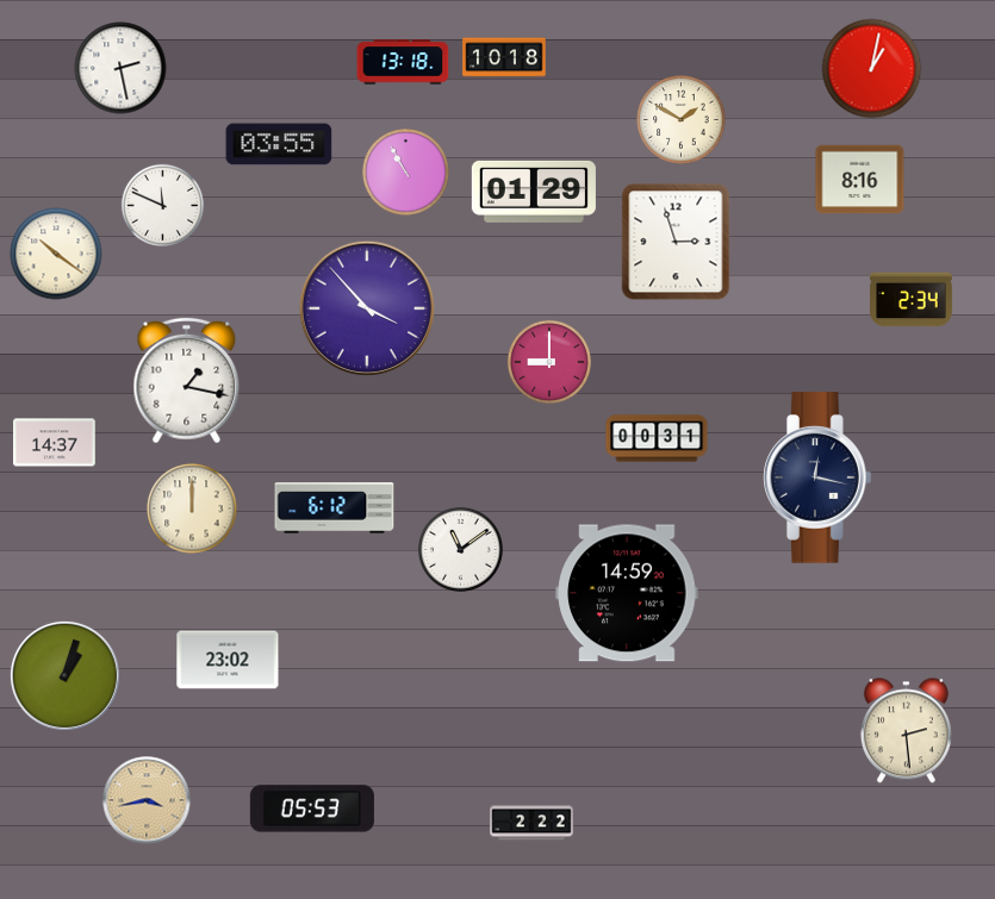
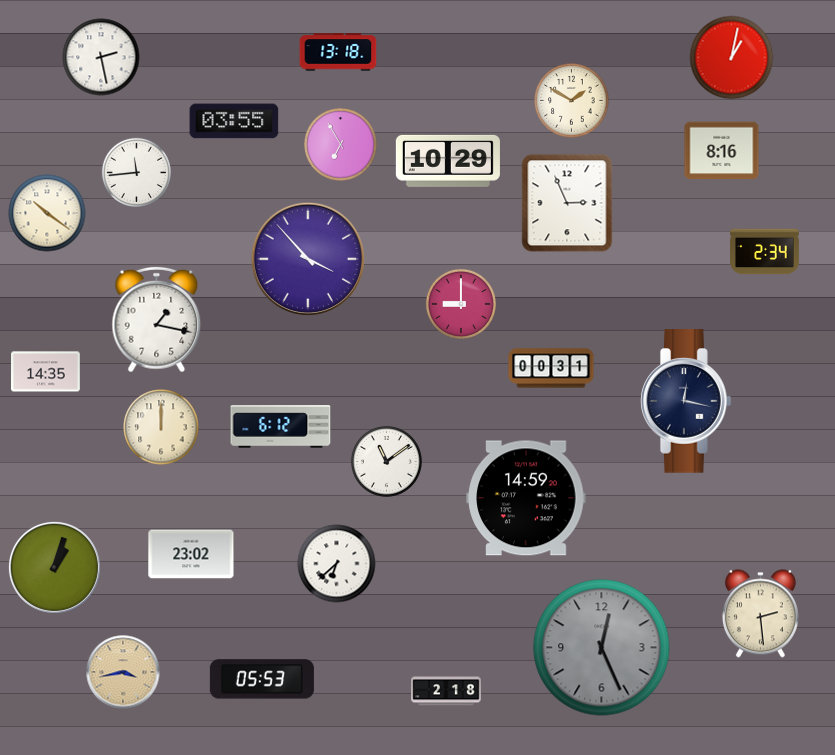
clock at (504, 57): 10:18 -> none
clock at (406, 173): 10:55 -> 6:55
clock at (534, 192): 01:29 -> 10:29
clock at (162, 205): 11:49 -> 11:44
clock at (676, 242): 2:57 -> 2:56
clock at (55, 443): 14:37 -> 14:35
clock at (337, 564): none -> 6:38
clock at (602, 648): none -> 12:26
clock at (531, 823): 2:22 -> 2:18
